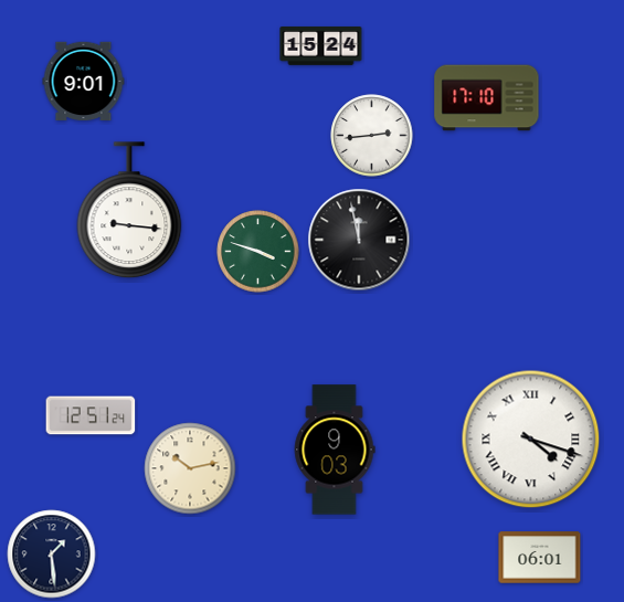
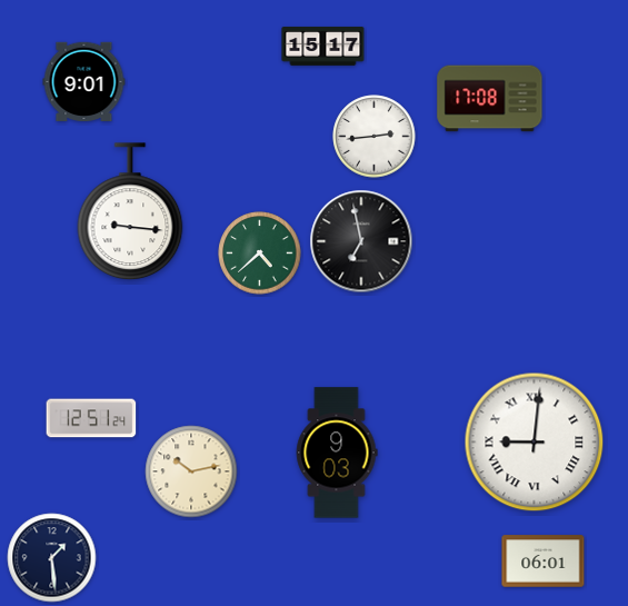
clock at (321, 45): 15:24 -> 15:17
clock at (487, 98): 17:10 -> 17:08
clock at (359, 240): 11:58 -> 6:58
clock at (258, 252): 3:48 -> 4:38
clock at (531, 440): 4:18 -> 9:01
